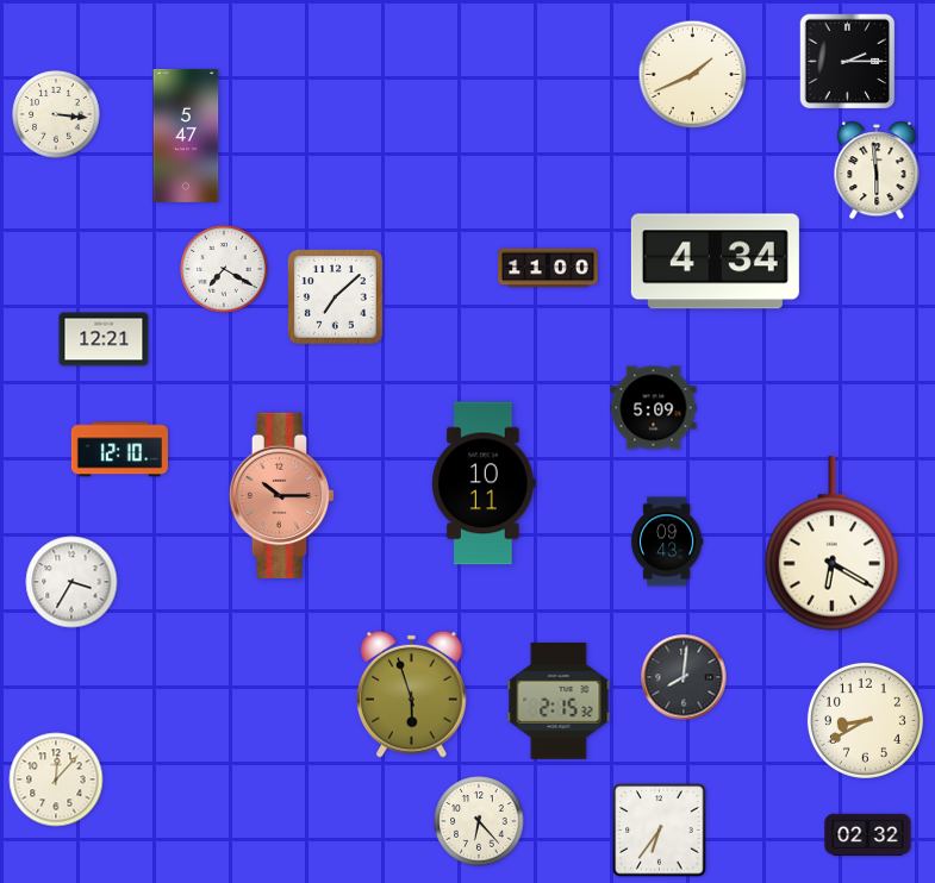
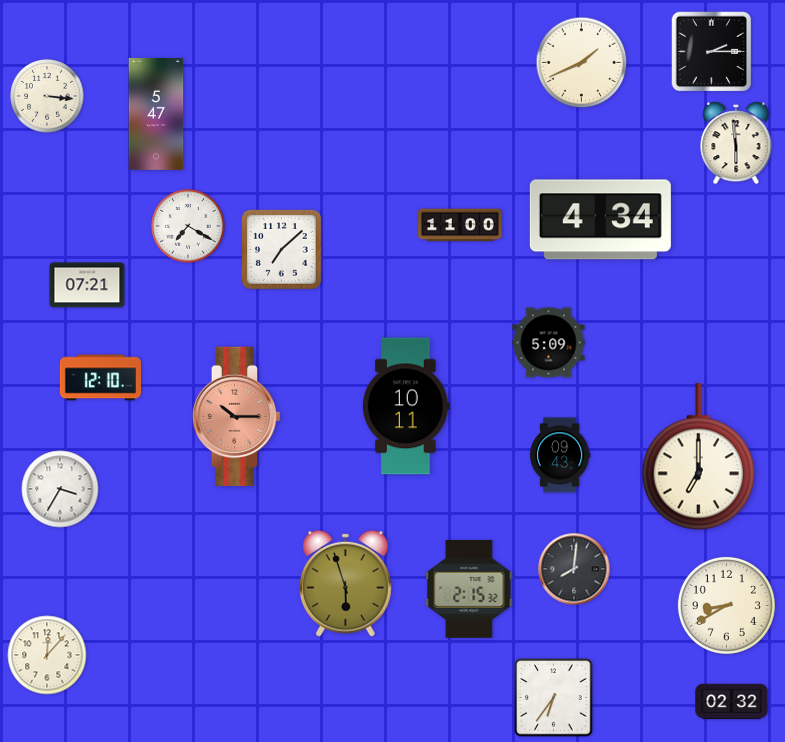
clock at (104, 339): 12:21 -> 07:21
clock at (831, 544): 6:20 -> 7:00
clock at (479, 821): 6:23 -> none
clock at (868, 835) position: (868, 835) -> (732, 702)
